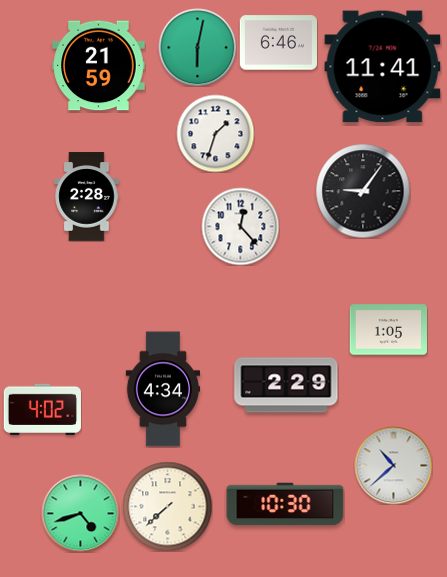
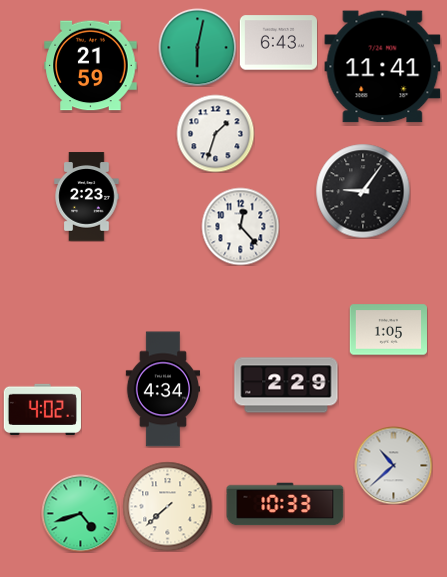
clock at (278, 43): 6:46 -> 6:43
clock at (99, 66) position: (99, 66) -> (91, 66)
clock at (87, 197): 2:28 -> 2:23
clock at (285, 504): 10:30 -> 10:33
